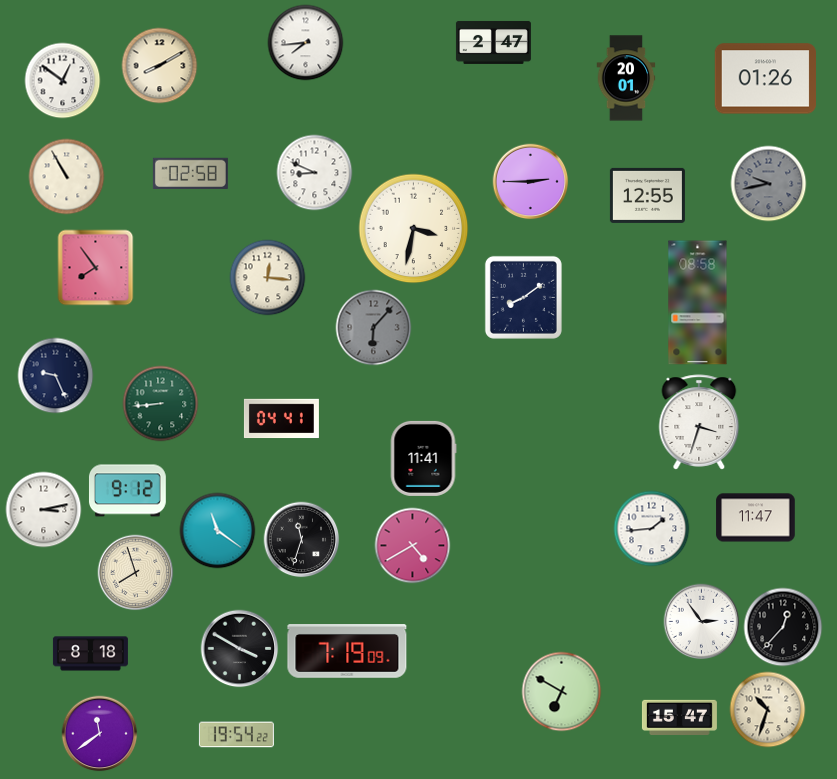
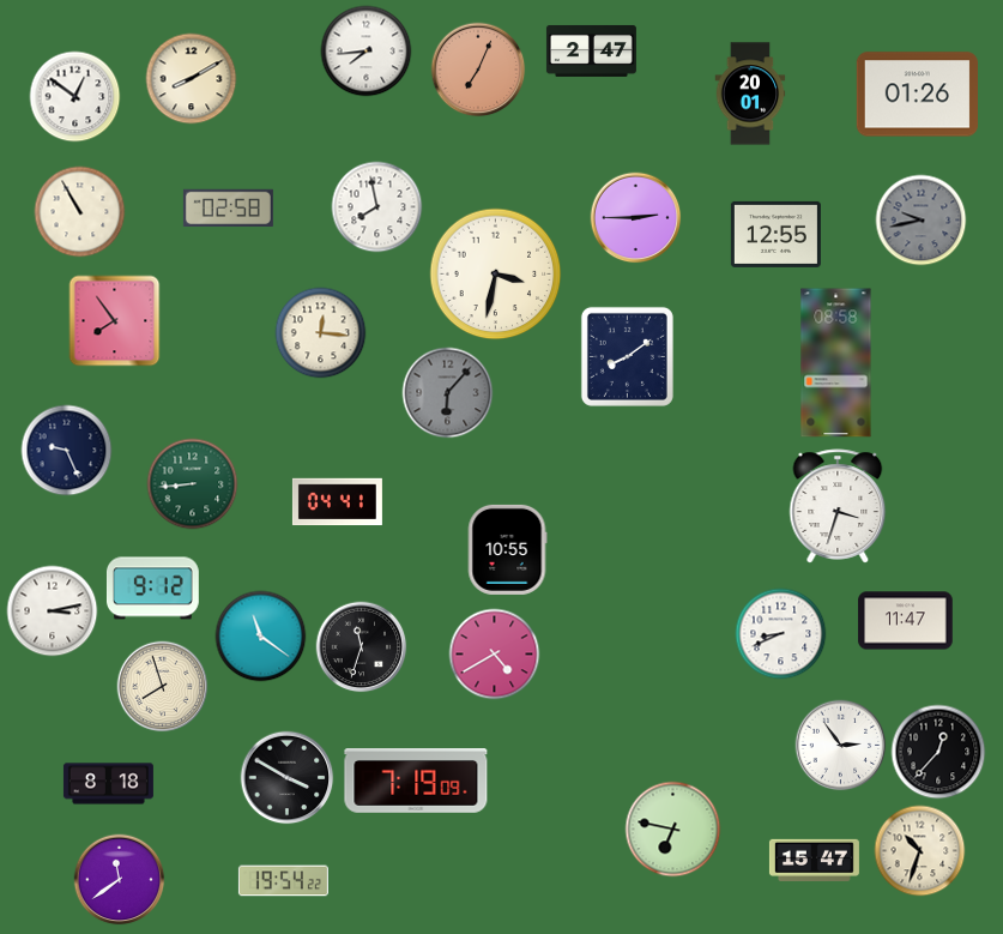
clock at (478, 70): none -> 7:04
clock at (315, 173): 8:49 -> 7:58
clock at (423, 458): 11:41 -> 10:55
clock at (652, 529): 1:44 -> 8:41
clock at (562, 692): 6:50 -> 6:47
